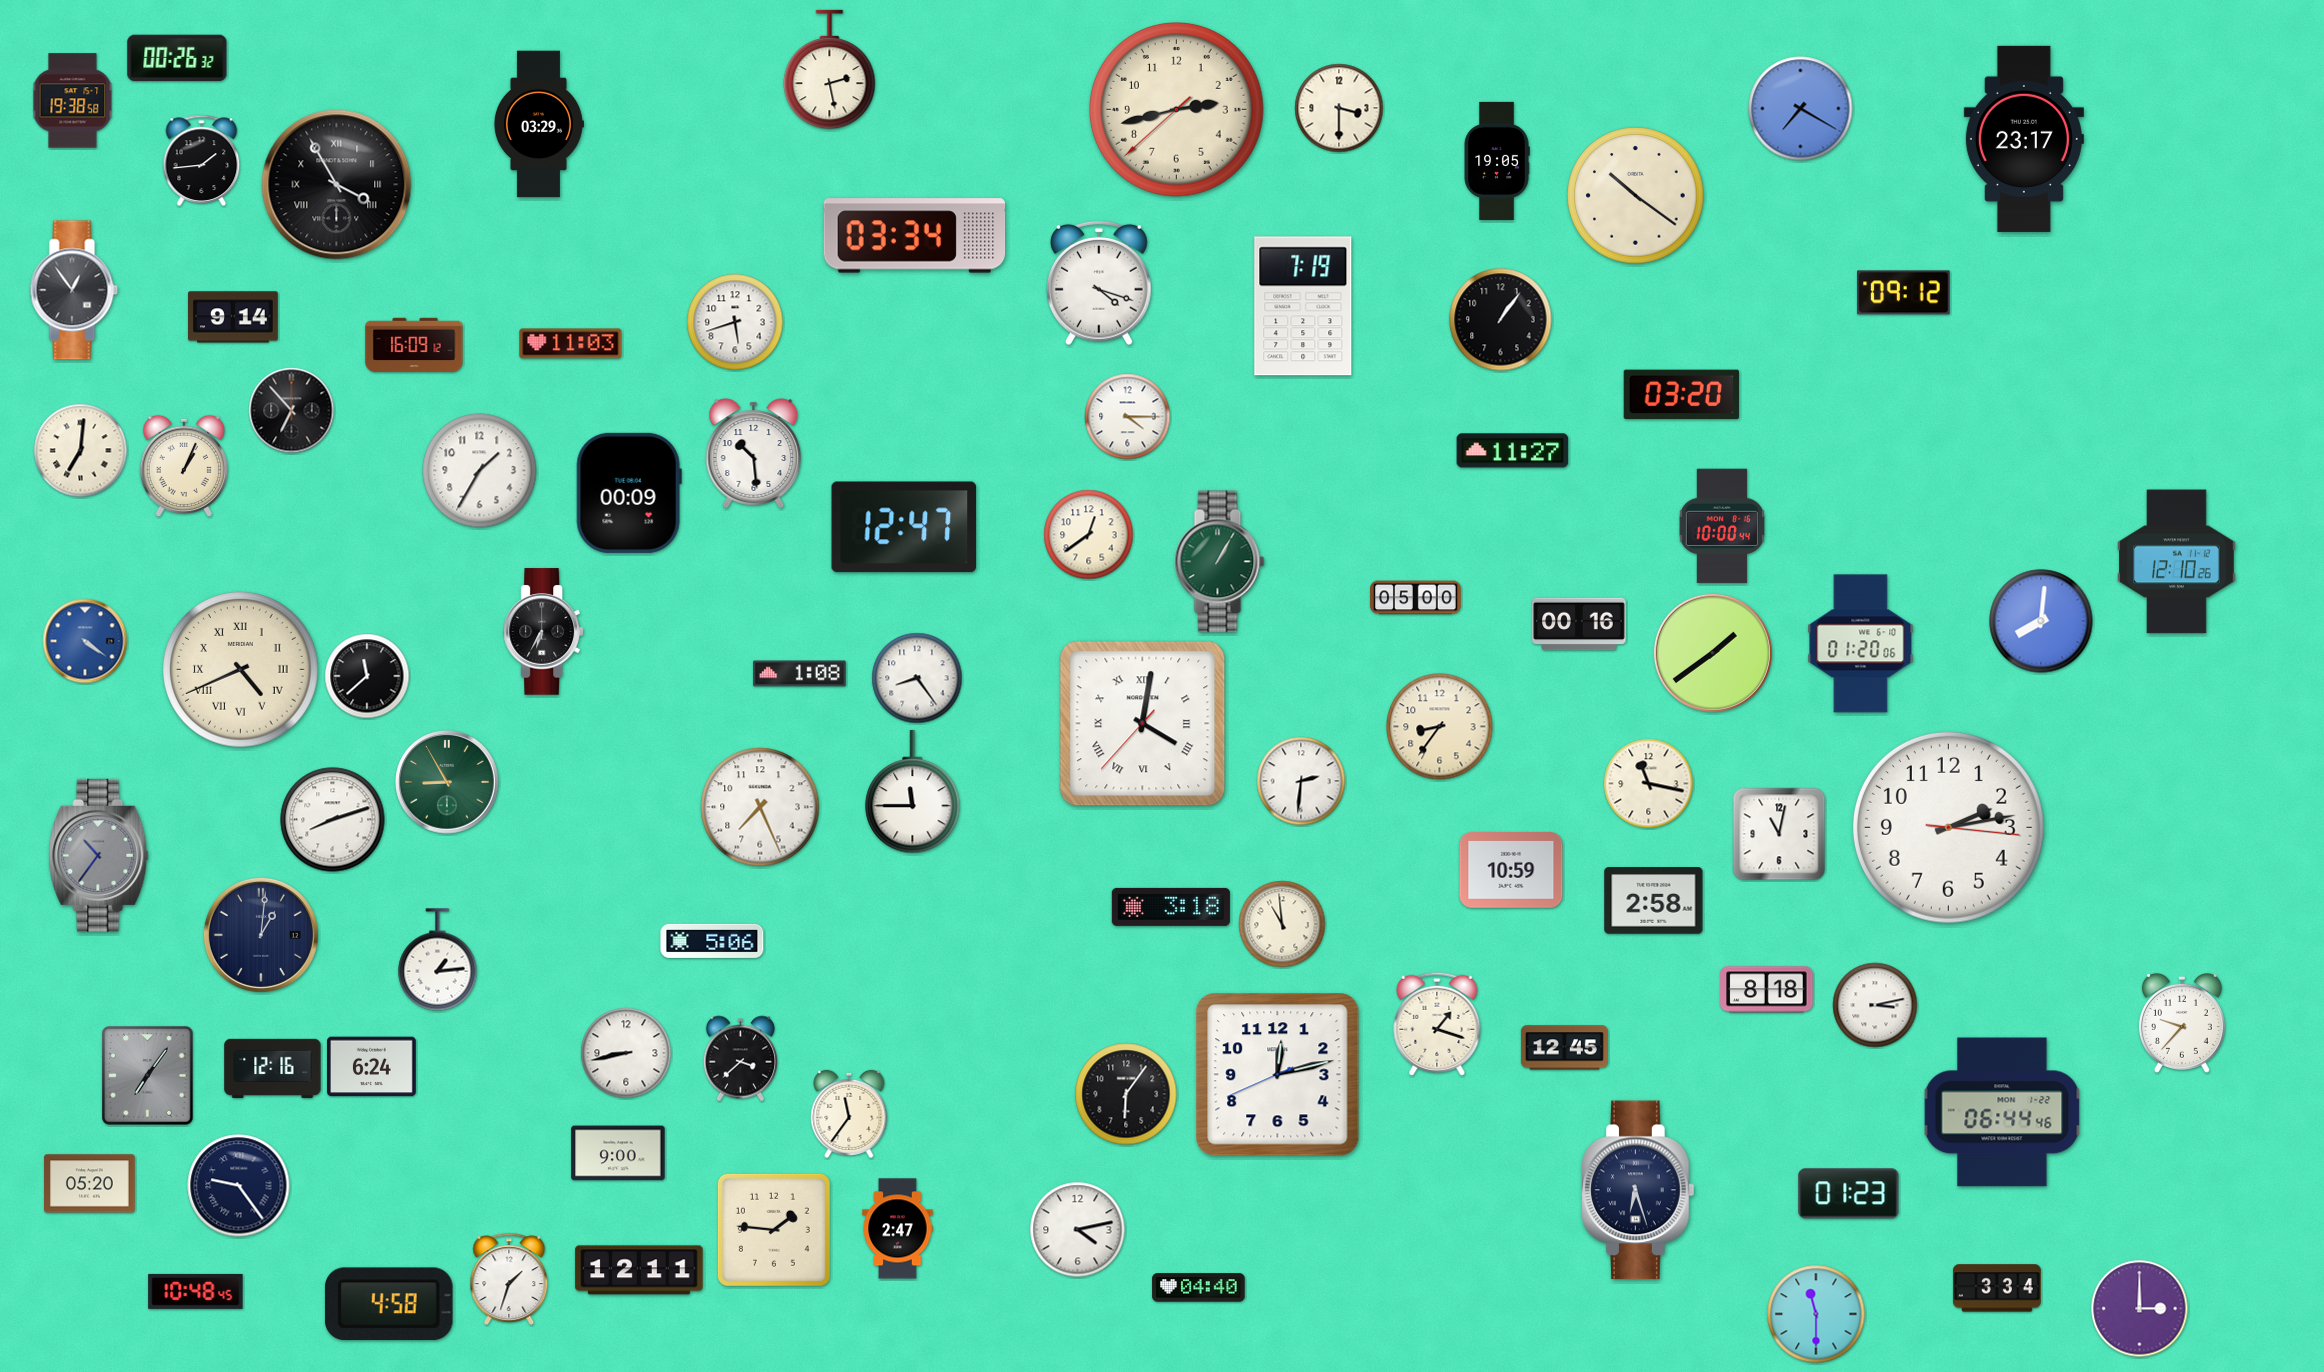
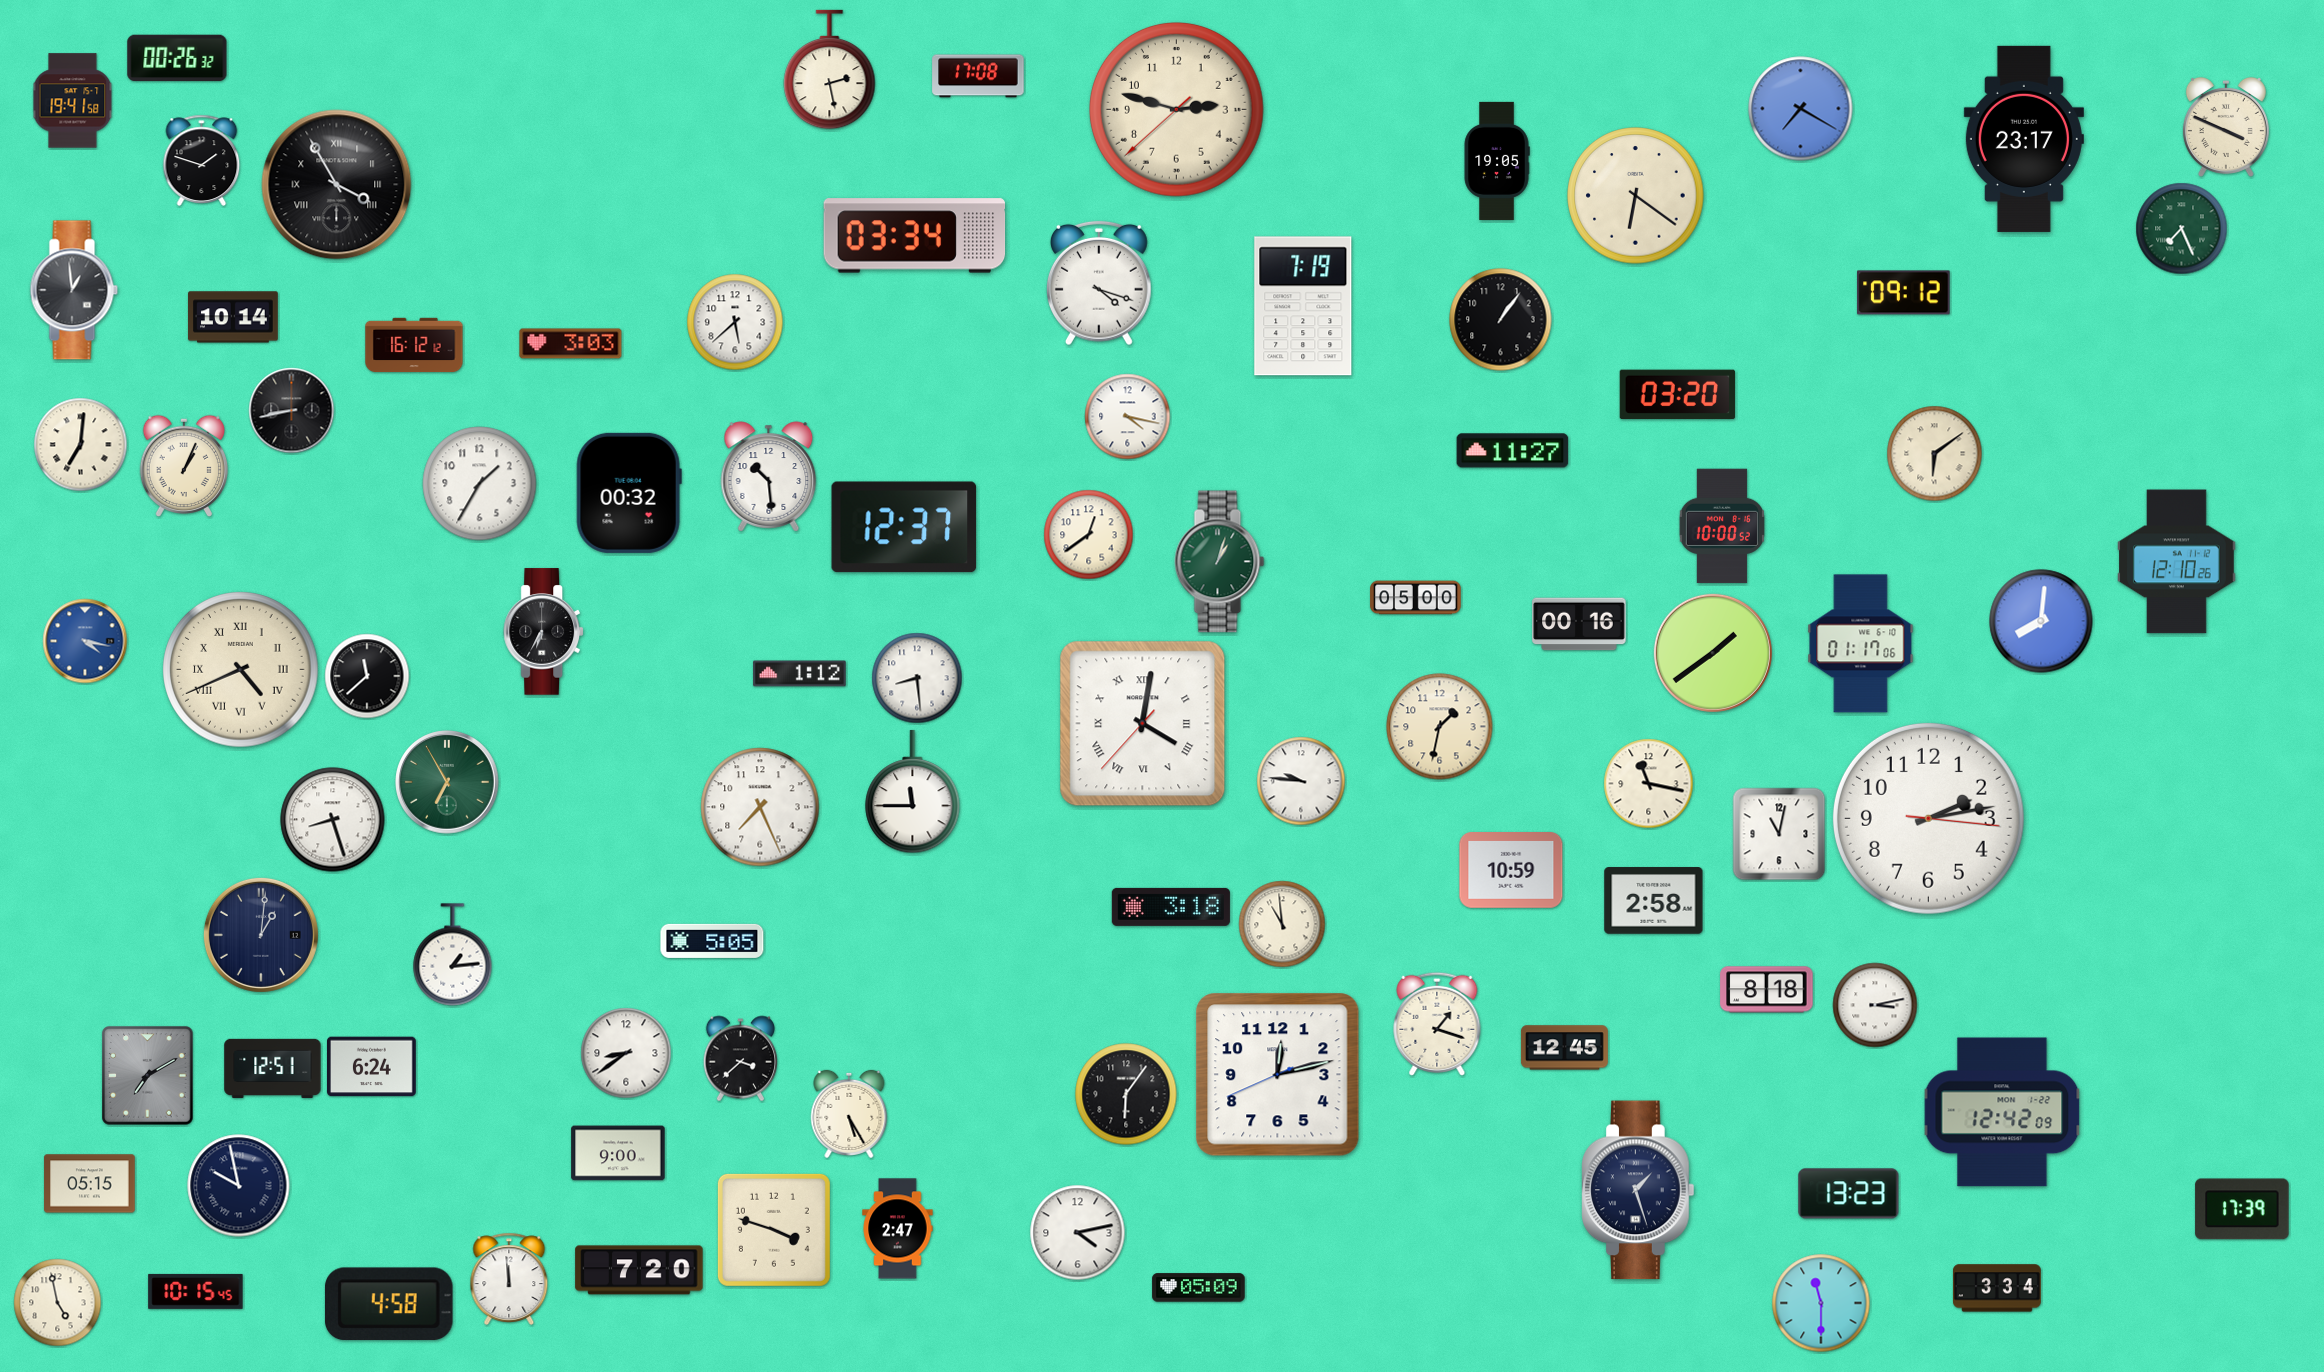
clock at (978, 76): none -> 17:08
clock at (73, 101): 19:38 -> 19:41
clock at (1339, 108): 3:30 -> none
clock at (1177, 110): 2:42 -> 2:47
clock at (538, 124): 03:29 -> none
clock at (2226, 127): none -> 3:49
clock at (202, 160): 1:44 -> 1:48
clock at (1636, 196): 10:21 -> 6:21
clock at (2182, 229): none -> 7:26
clock at (74, 290): 12:54 -> 12:59
clock at (233, 317): 9:14 -> 10:14
clock at (735, 322): 5:42 -> 5:38
clock at (571, 344): 11:03 -> 3:03
clock at (414, 345): 16:09 -> 16:12
clock at (1681, 395) position: (1681, 395) -> (1677, 395)
clock at (292, 411): 6:53 -> 8:43
clock at (1128, 417): 4:15 -> 4:17
clock at (81, 451) position: (81, 451) -> (81, 445)
clock at (754, 454) position: (754, 454) -> (769, 477)
clock at (1935, 454): none -> 6:09
clock at (480, 471) position: (480, 471) -> (480, 484)
clock at (629, 493): 00:09 -> 00:32
clock at (1722, 526): 10:00:44 -> 10:00:52
clock at (904, 527): 12:47 -> 12:37
clock at (1220, 562): 1:05 -> 1:03
clock at (85, 641): 4:21 -> 4:17
clock at (1861, 644): 01:20 -> 01:17
clock at (800, 674): 1:08 -> 1:12
clock at (917, 678): 8:24 -> 8:29
clock at (1440, 727): 8:36 -> 1:32
clock at (1301, 781): 2:31 -> 9:46
clock at (447, 782): 8:55 -> 6:55
clock at (333, 820): 8:12 -> 8:27
clock at (1948, 827) position: (1948, 827) -> (1928, 818)
clock at (99, 855): 10:36 -> none
clock at (712, 941): 5:06 -> 5:05
clock at (438, 960) position: (438, 960) -> (453, 955)
clock at (2182, 1023): 9:37 -> none
clock at (626, 1053): 8:43 -> 8:39
clock at (273, 1068): 12:16 -> 12:51
clock at (148, 1076): 7:06 -> 7:10
clock at (2002, 1112): 06:44 -> 12:42
clock at (849, 1114): 11:36 -> 5:25
clock at (90, 1184): 05:20 -> 05:15
clock at (239, 1186): 9:24 -> 9:58
clock at (1638, 1190): 6:27 -> 1:27
clock at (1849, 1194): 01:23 -> 13:23
clock at (2242, 1209): none -> 17:39
clock at (774, 1230): 1:46 -> 3:48
clock at (1078, 1230) position: (1078, 1230) -> (1078, 1233)
clock at (639, 1270): 12:11 -> 7:20
clock at (509, 1278): 1:33 -> 11:59
clock at (1199, 1288): 04:40 -> 05:09
clock at (196, 1291): 10:48 -> 10:15
clock at (58, 1303): none -> 4:58
clock at (2140, 1309): 3:00 -> none
clock at (1816, 1314) position: (1816, 1314) -> (1821, 1303)
